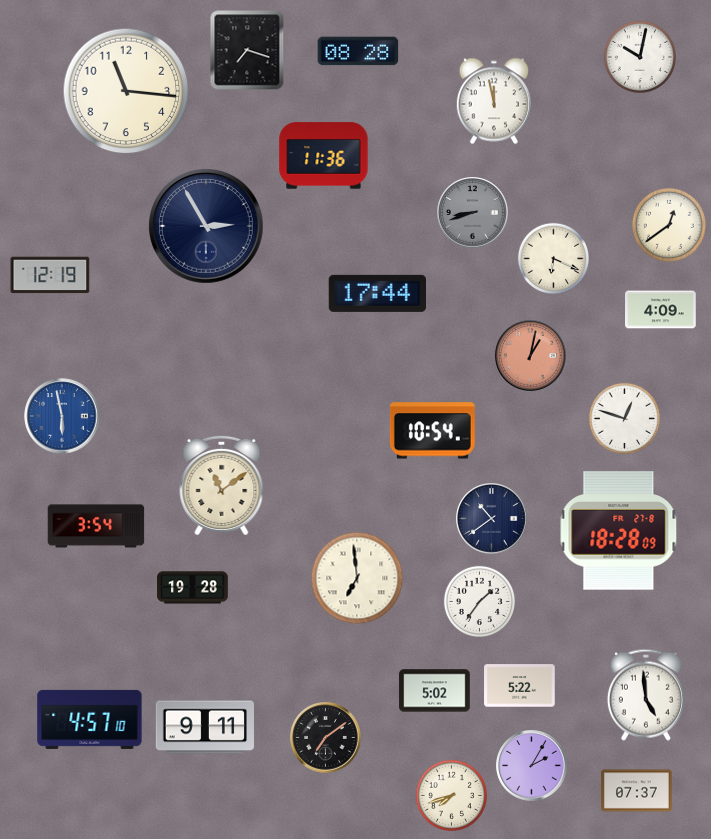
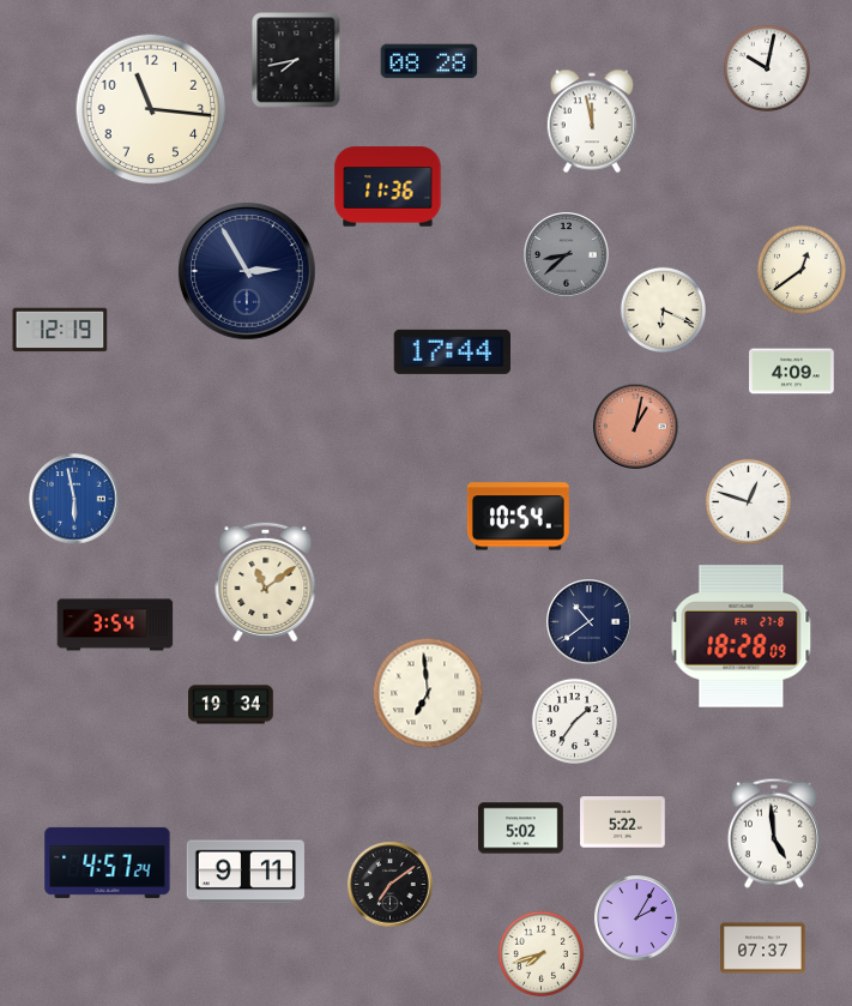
clock at (247, 50): 7:18 -> 7:43
clock at (473, 213): 8:42 -> 8:38
clock at (96, 526) position: (96, 526) -> (115, 625)
clock at (193, 588): 19:28 -> 19:34
clock at (90, 719): 4:57:10 -> 4:57:24
